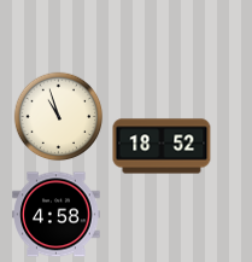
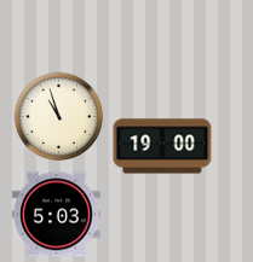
clock at (162, 146): 18:52 -> 19:00
clock at (57, 215): 4:58 -> 5:03
